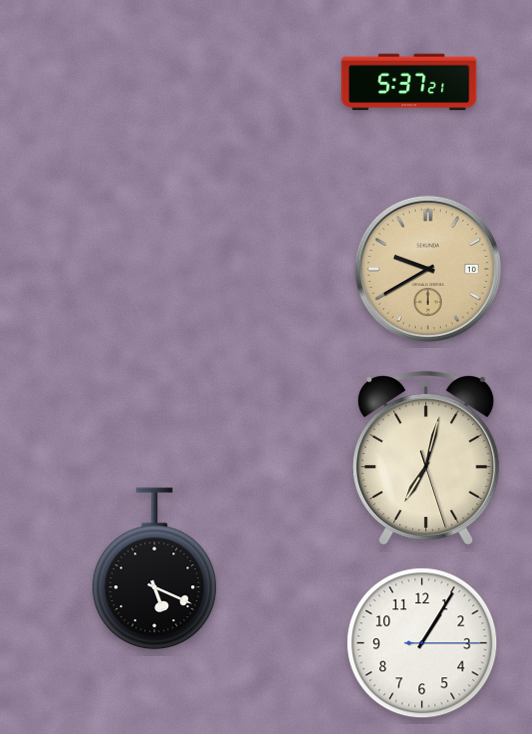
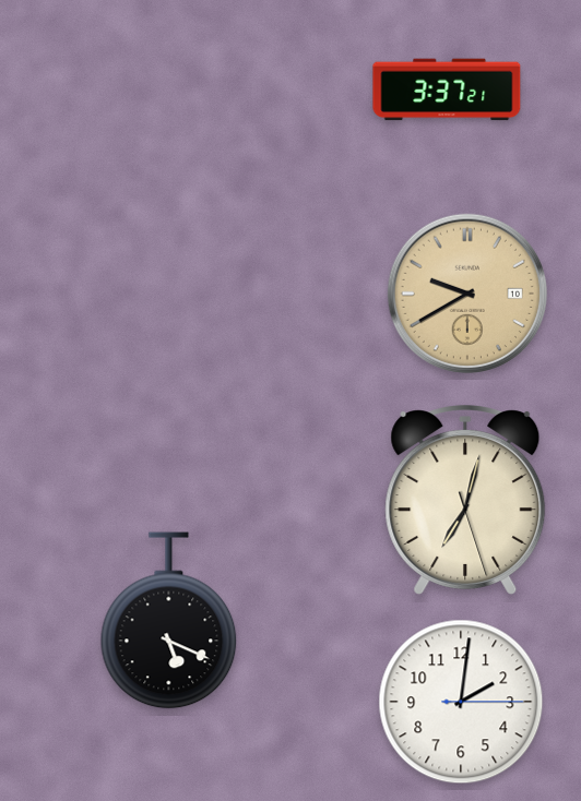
clock at (409, 82): 5:37 -> 3:37
clock at (422, 643): 1:05 -> 2:01
